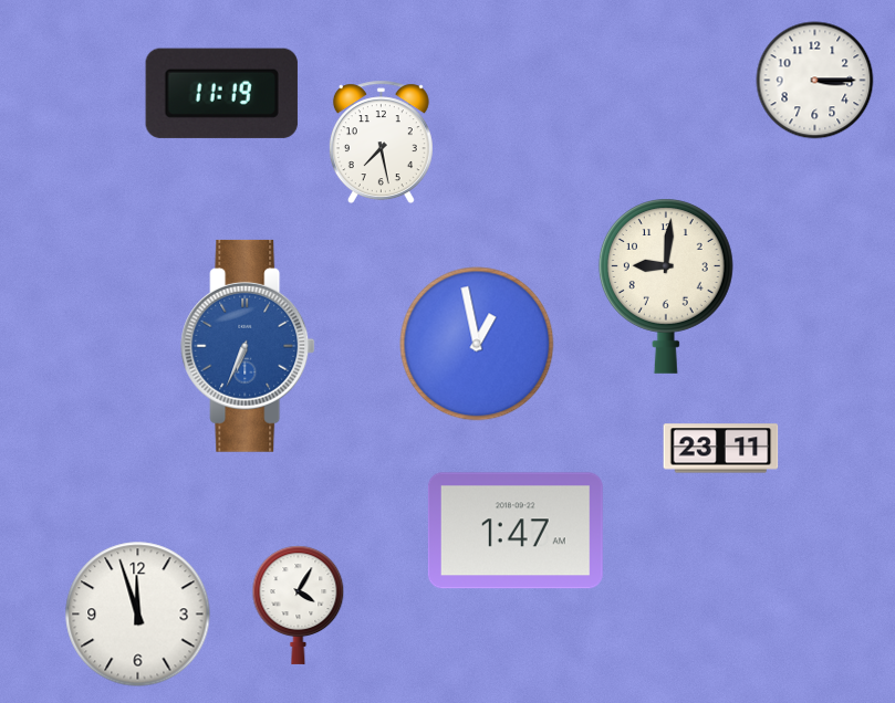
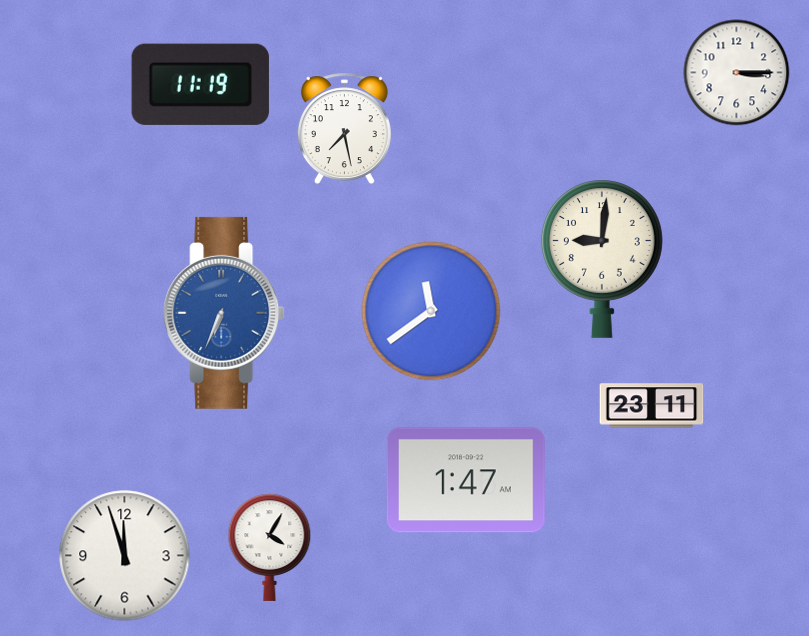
clock at (477, 344): 12:58 -> 11:39
